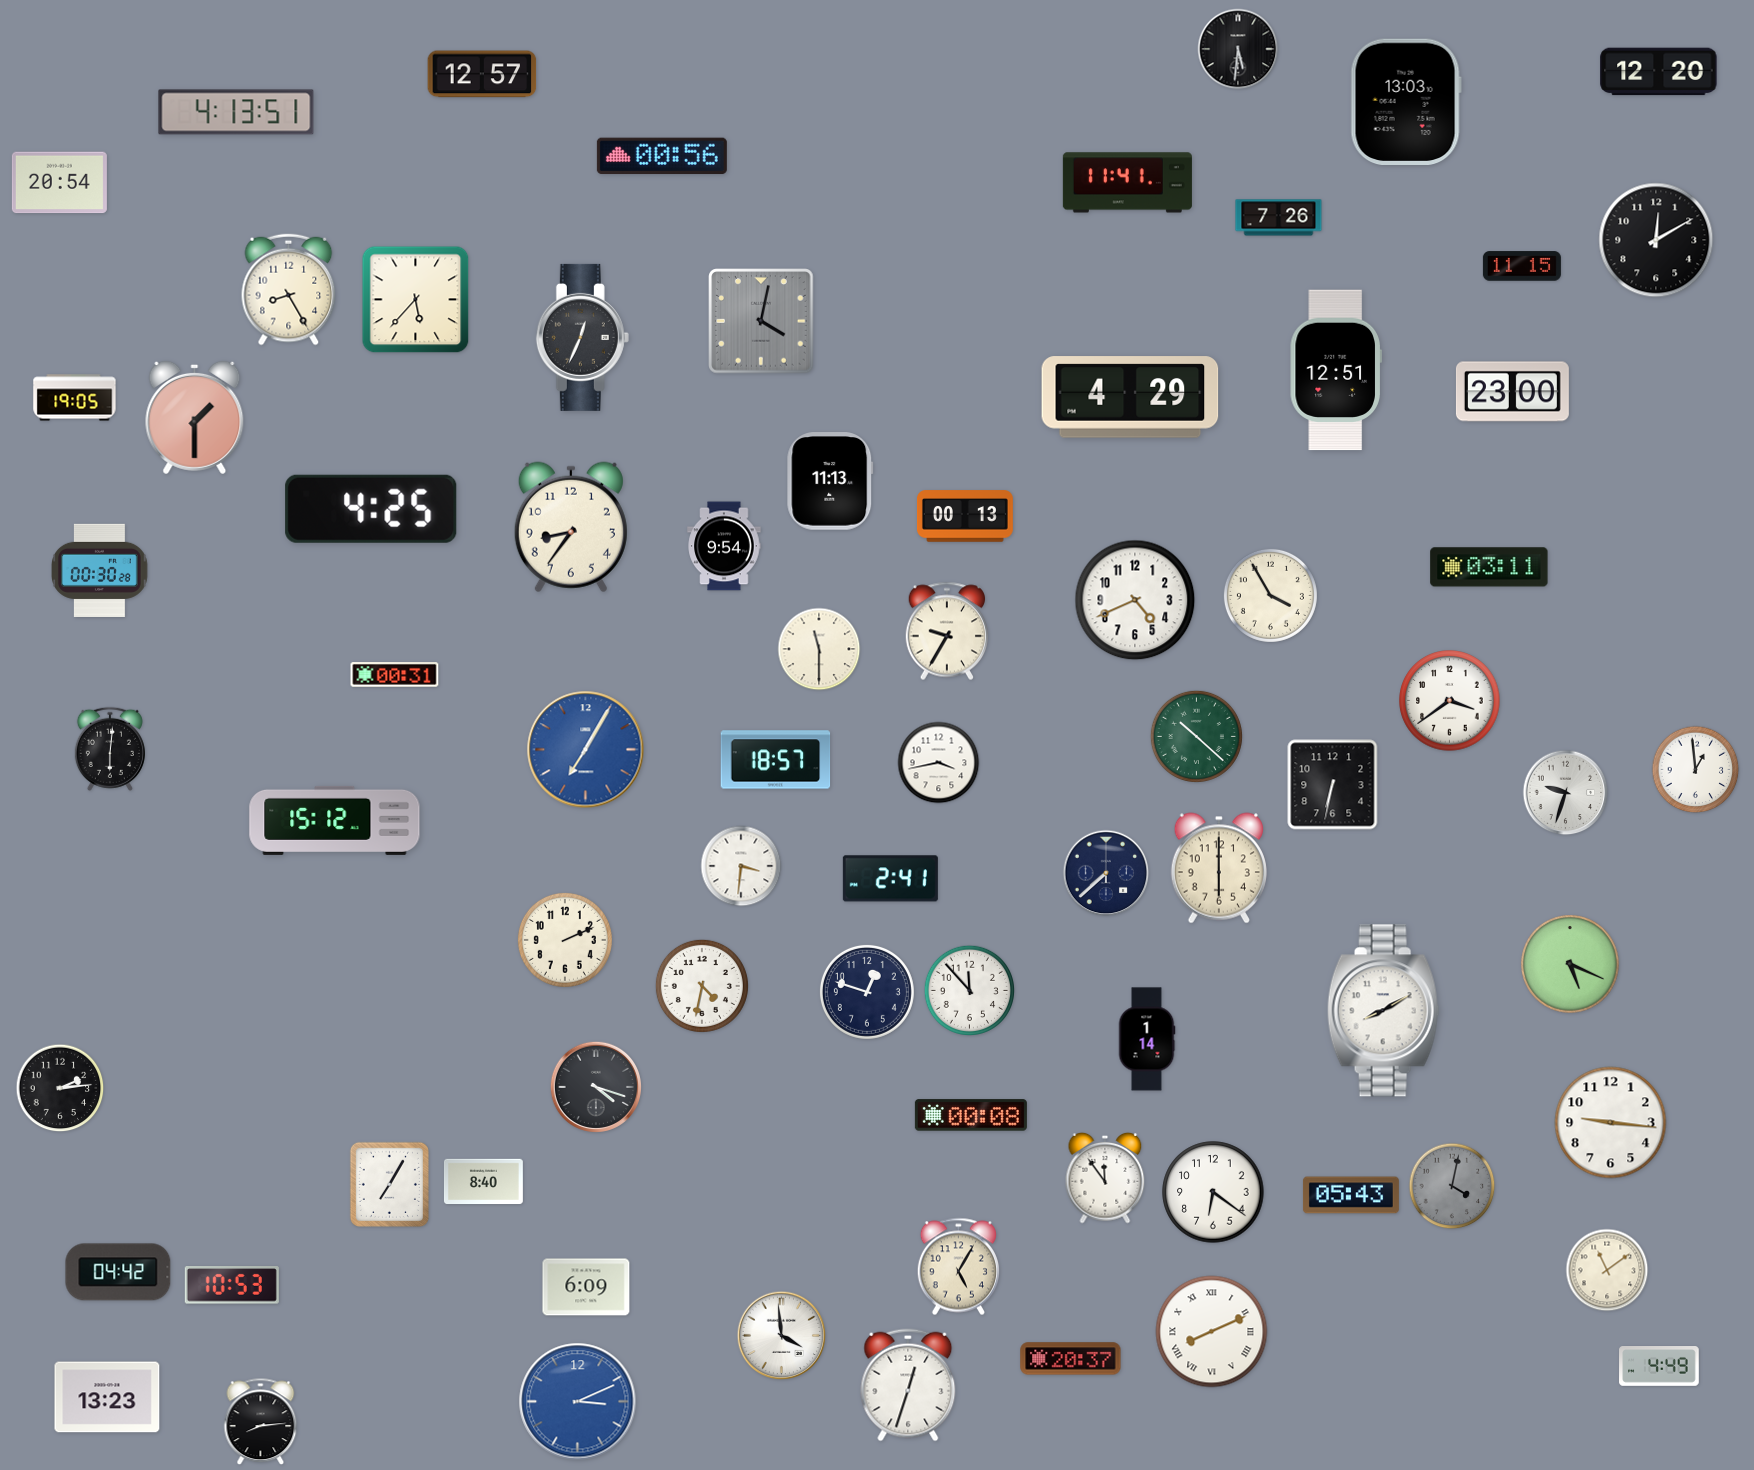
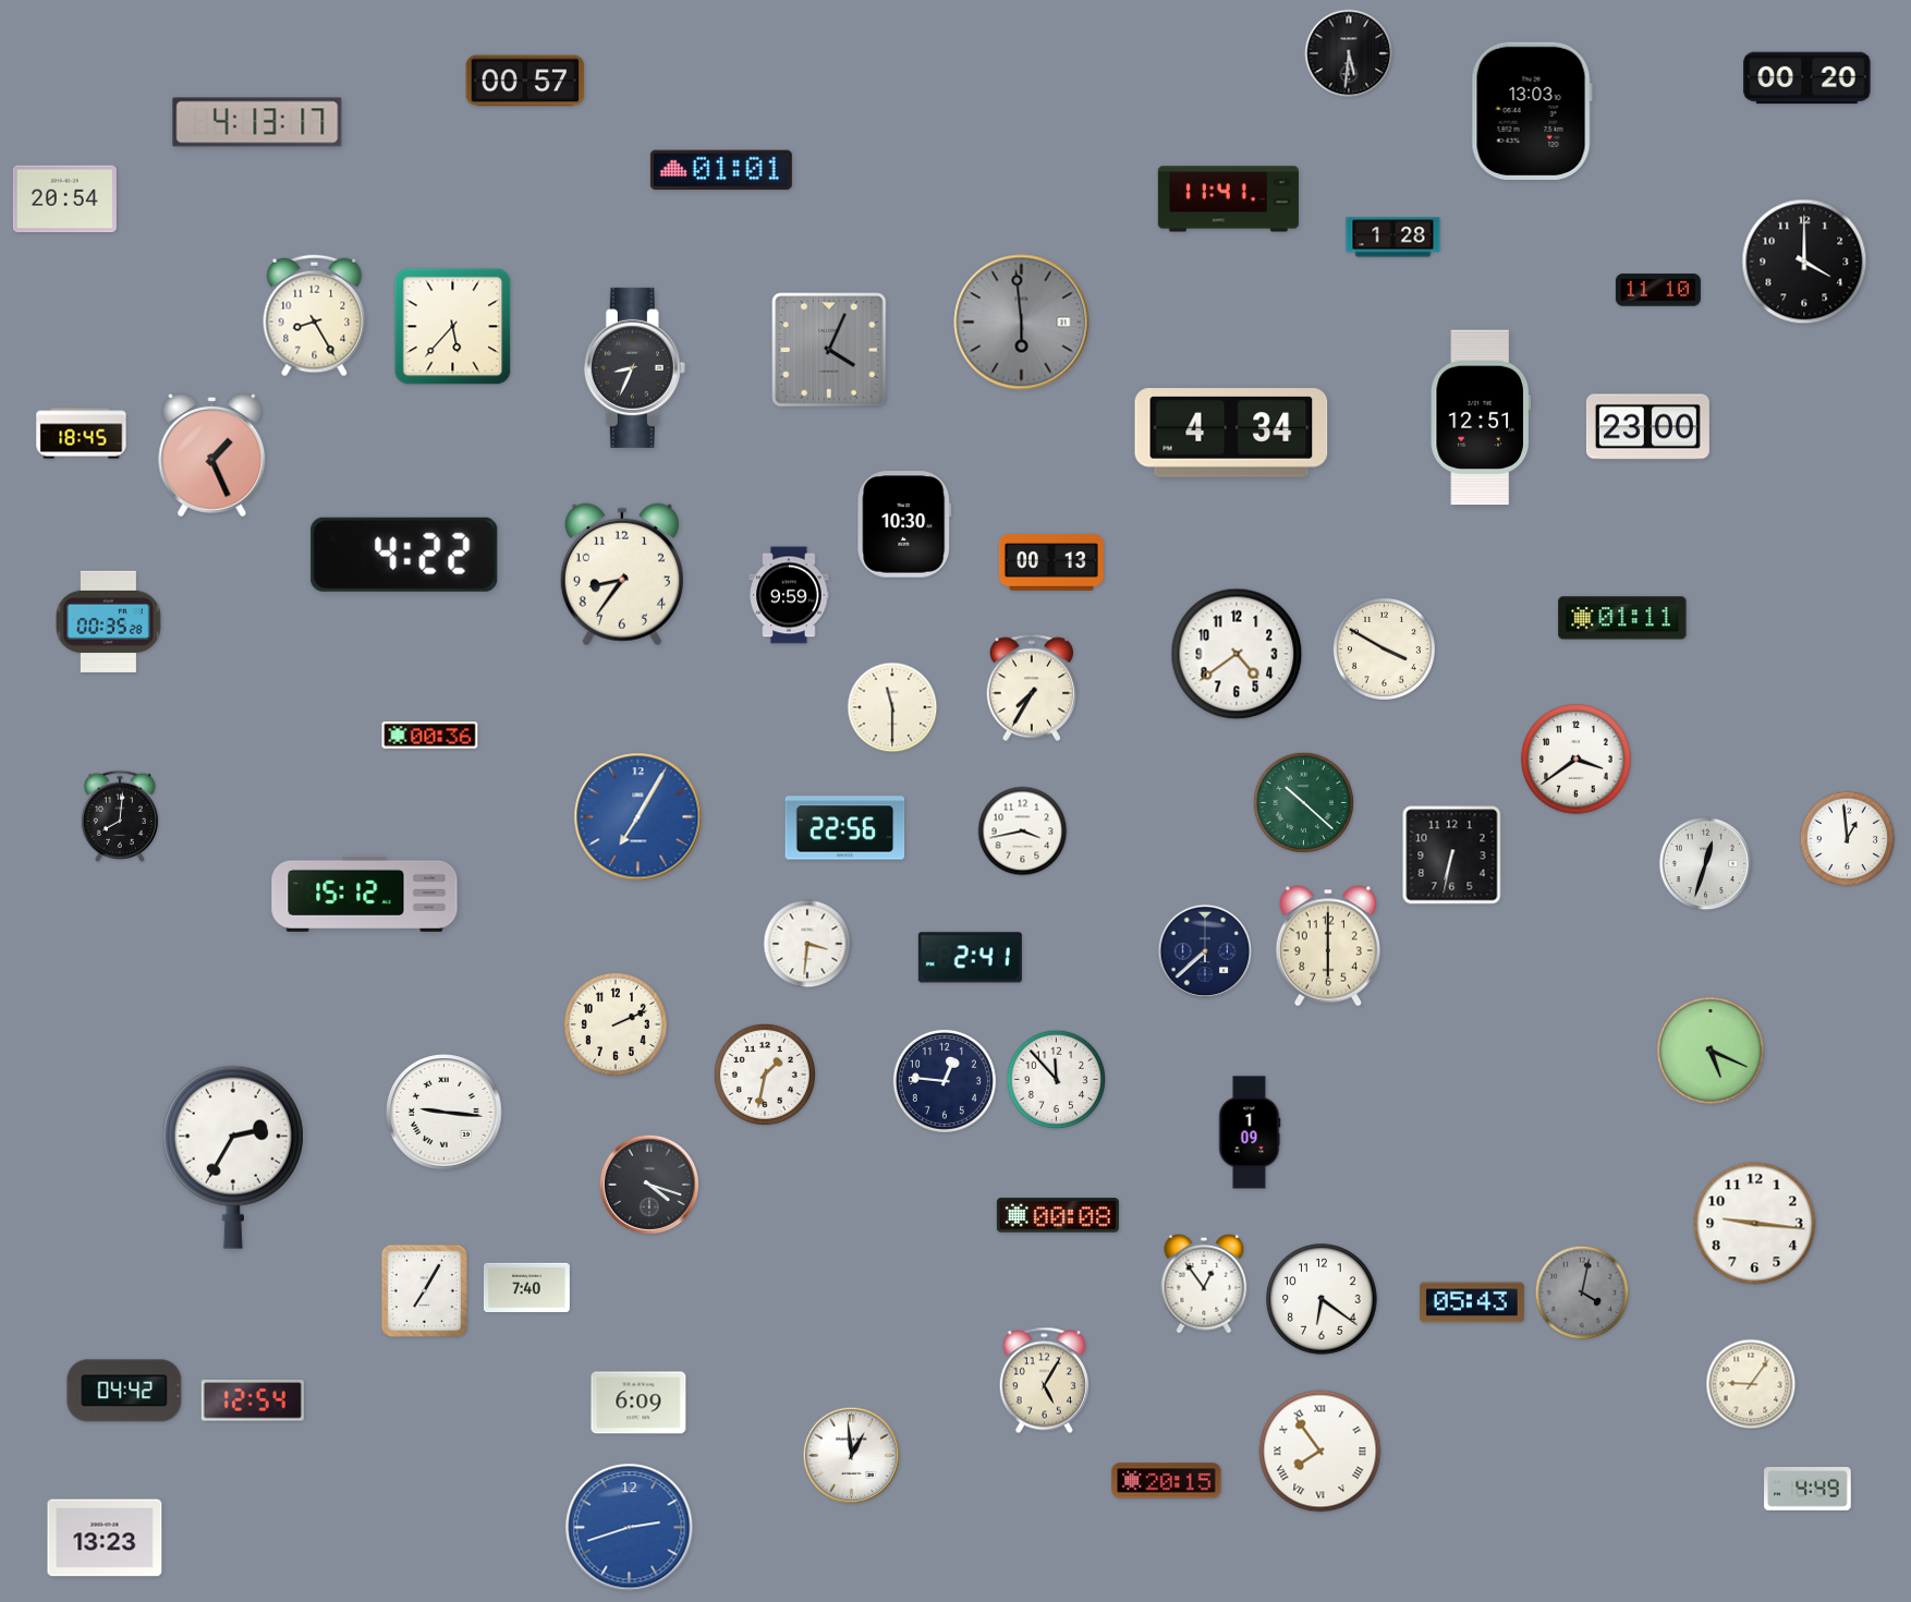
clock at (1659, 72): 12:20 -> 00:20
clock at (482, 74): 12:57 -> 00:57
clock at (236, 112): 4:13:51 -> 4:13:17
clock at (662, 156): 00:56 -> 01:01
clock at (1279, 218): 7:26 -> 1:28
clock at (1656, 240): 12:10 -> 4:00
clock at (1522, 266): 11:15 -> 11:10
clock at (1022, 323): none -> 5:59
clock at (761, 321): 4:02 -> 4:04
clock at (582, 337): 12:34 -> 8:34
clock at (1336, 370) position: (1336, 370) -> (1481, 417)
clock at (1130, 397): 4:29 -> 4:34
clock at (75, 398): 19:05 -> 18:45
clock at (195, 417): 1:30 -> 1:26
clock at (830, 481): 11:13 -> 10:30
clock at (371, 509): 4:25 -> 4:22
clock at (724, 546): 9:54 -> 9:59
clock at (1489, 567): 03:11 -> 01:11
clock at (100, 570): 00:30 -> 00:35
clock at (1270, 595): 3:55 -> 3:50
clock at (1135, 600): 4:41 -> 4:39
clock at (946, 631): 9:35 -> 7:35
clock at (395, 675): 00:31 -> 00:36
clock at (1450, 701) position: (1450, 701) -> (1577, 760)
clock at (110, 749): 6:01 -> 8:01
clock at (776, 760): 18:57 -> 22:56
clock at (1566, 793): 9:33 -> 12:33
clock at (702, 986): 4:32 -> 1:32
clock at (867, 992): 12:48 -> 12:46
clock at (1383, 1011): 8:10 -> none
clock at (445, 1113): none -> 9:16
clock at (1147, 1039): 1:14 -> 1:09
clock at (233, 1157): none -> 2:35
clock at (60, 1088): 2:14 -> none
clock at (1105, 1178): 11:54 -> 12:54
clock at (483, 1182): 8:40 -> 7:40
clock at (1607, 1270): 11:09 -> 9:06
clock at (118, 1272) position: (118, 1272) -> (124, 1391)
clock at (232, 1285): 10:53 -> 12:54
clock at (1212, 1332): 8:11 -> 7:54
clock at (782, 1336): 3:59 -> 12:59
clock at (1071, 1359): 20:37 -> 20:15
clock at (908, 1385): 12:33 -> none
clock at (107, 1397) position: (107, 1397) -> (105, 1538)
clock at (578, 1402): 3:11 -> 2:42
clock at (261, 1422): 8:14 -> none
